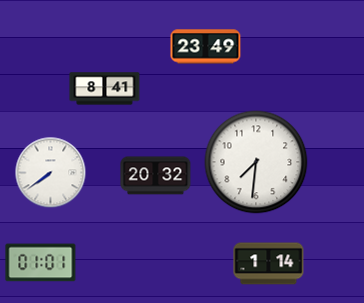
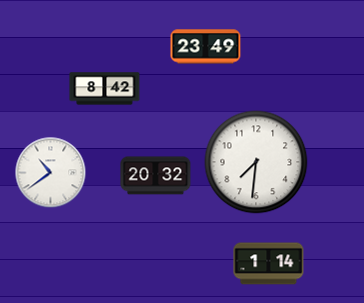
clock at (105, 89): 8:41 -> 8:42
clock at (51, 173): 7:39 -> 10:39
clock at (41, 263): 01:01 -> none
